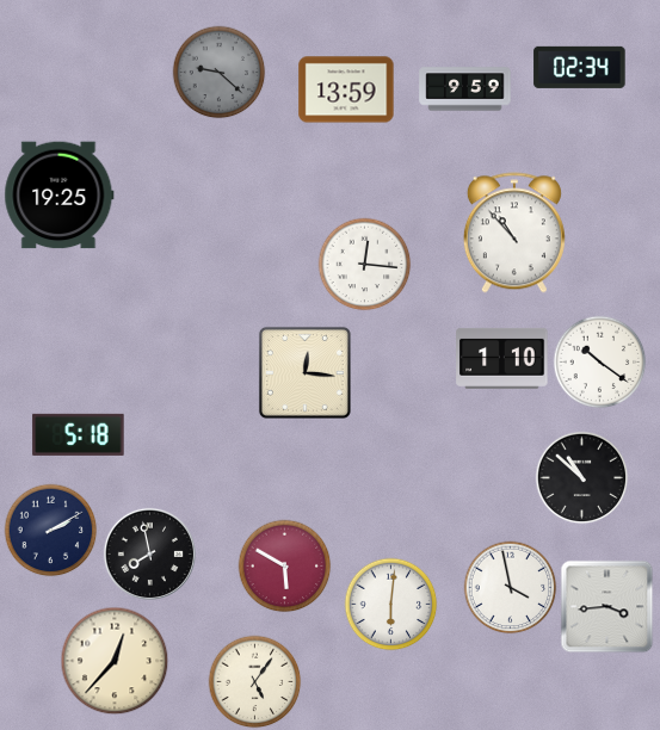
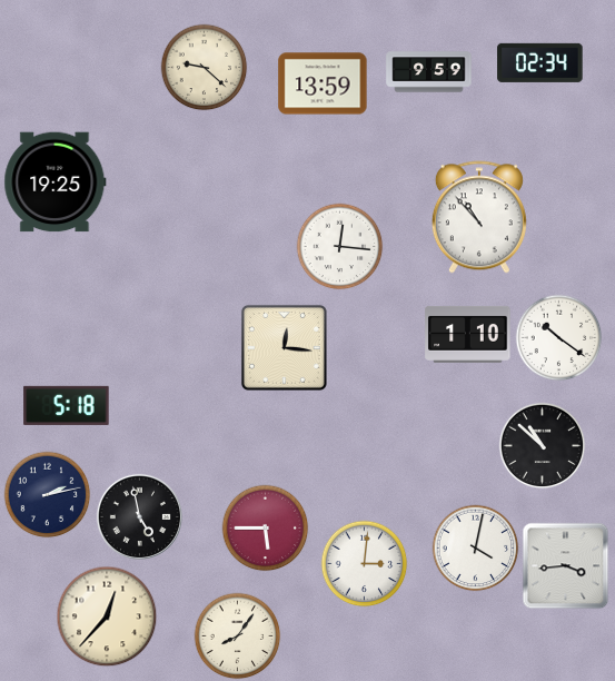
clock at (218, 72) dial: grey -> cream
clock at (465, 89) position: (465, 89) -> (429, 72)
clock at (79, 434) position: (79, 434) -> (67, 405)
clock at (50, 530): 2:10 -> 2:13
clock at (149, 553): 7:58 -> 4:58
clock at (284, 565): 5:50 -> 5:45
clock at (510, 587): 3:58 -> 4:02
clock at (390, 604): 6:01 -> 3:01
clock at (254, 681): 5:06 -> 8:06
